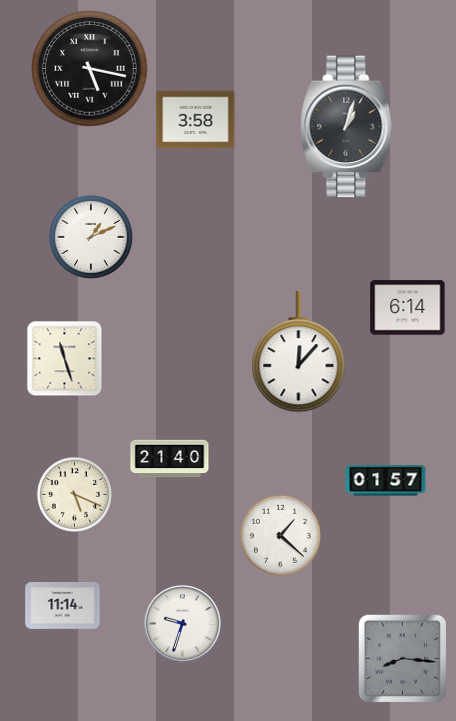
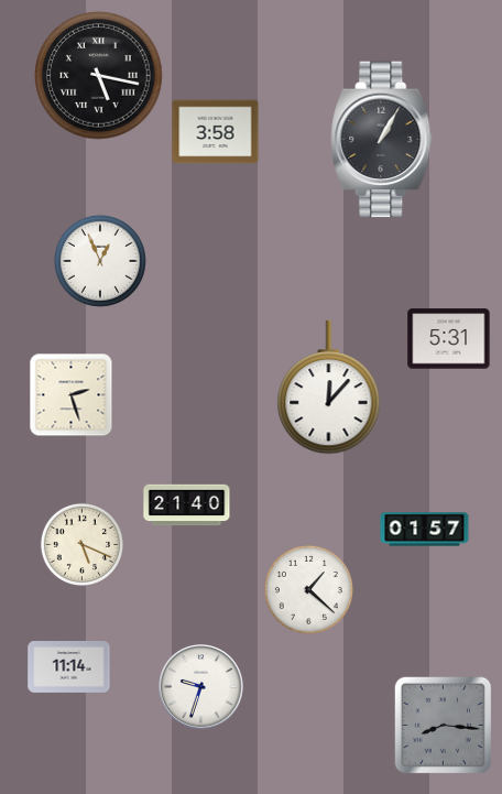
clock at (347, 127): 1:03 -> 1:05
clock at (91, 237): 1:11 -> 12:56
clock at (408, 308): 6:14 -> 5:31
clock at (65, 359): 11:27 -> 2:27
